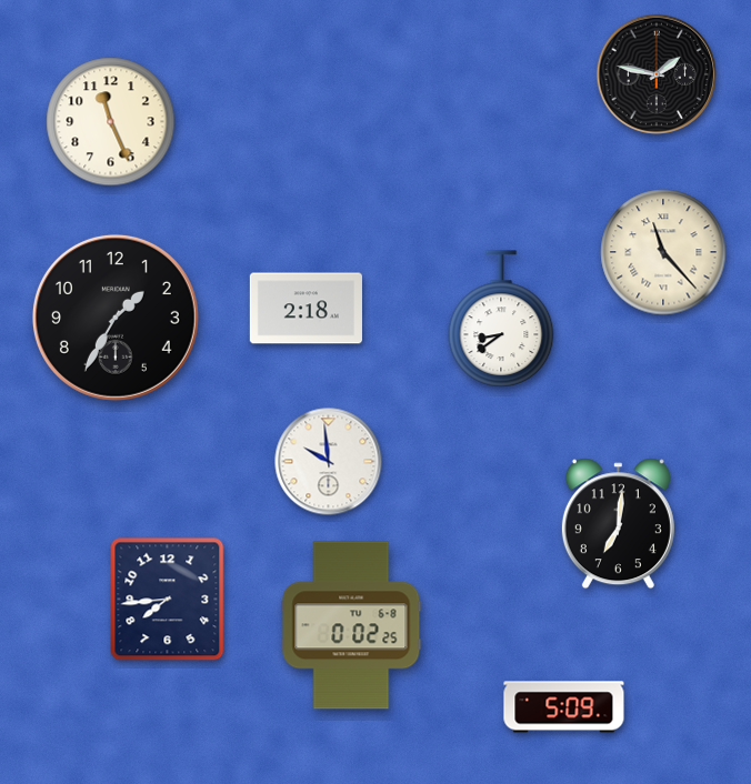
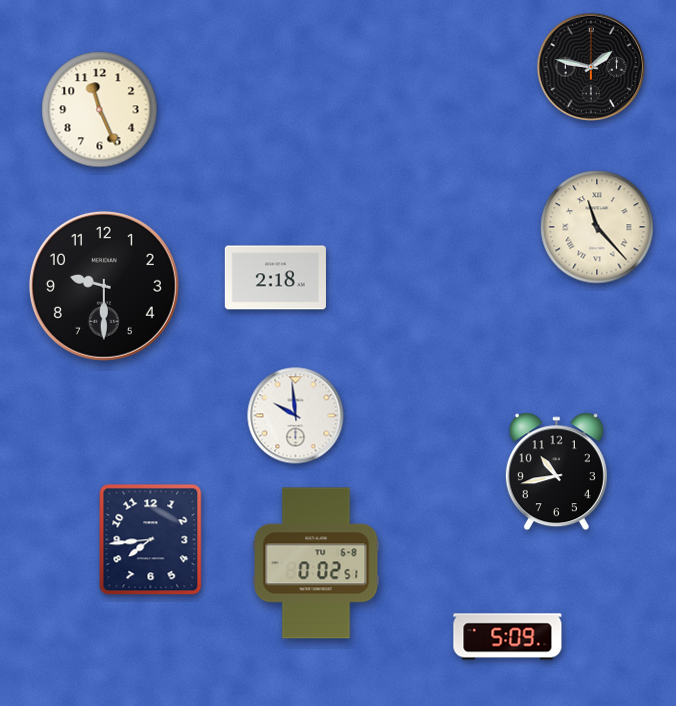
clock at (116, 318): 1:35 -> 9:30
clock at (501, 320): 8:39 -> none
clock at (618, 524): 7:01 -> 10:43
clock at (351, 625): 0:02:25 -> 0:02:51
